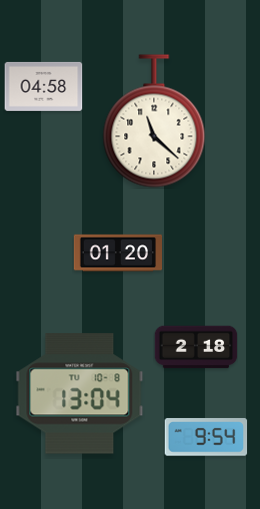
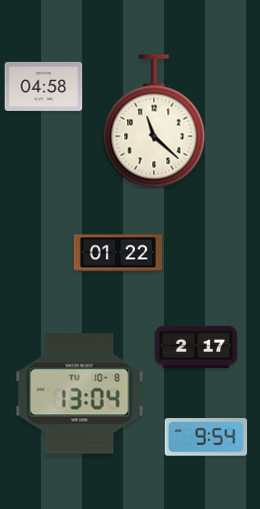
clock at (117, 253): 01:20 -> 01:22
clock at (196, 347): 2:18 -> 2:17
